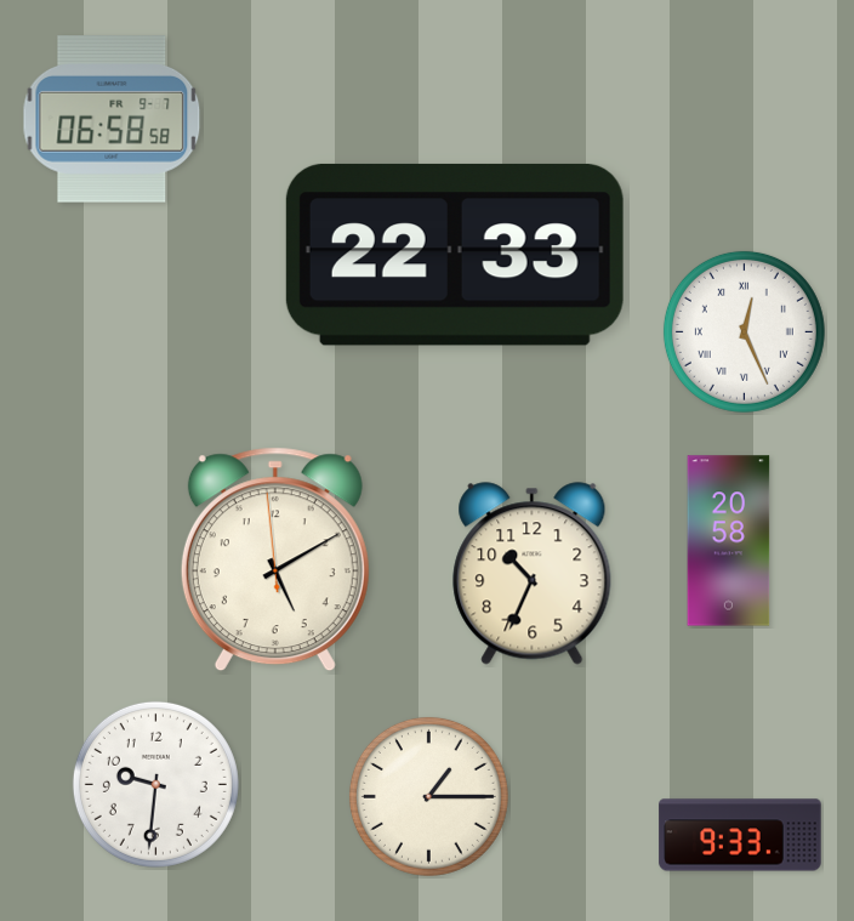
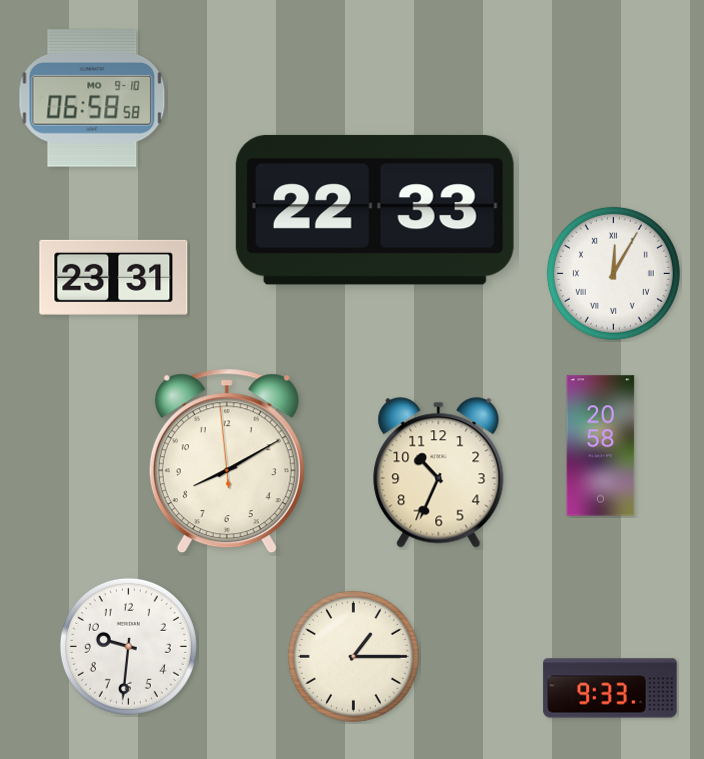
clock at (112, 119) date: FR 9-7 -> MO 9-10
clock at (744, 331): 12:26 -> 12:05
clock at (114, 277): none -> 23:31
clock at (275, 559): 5:09 -> 8:09
